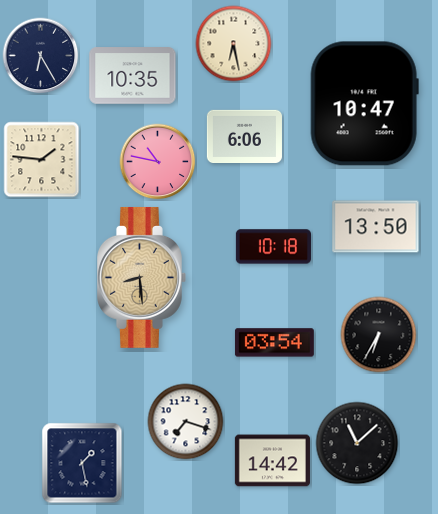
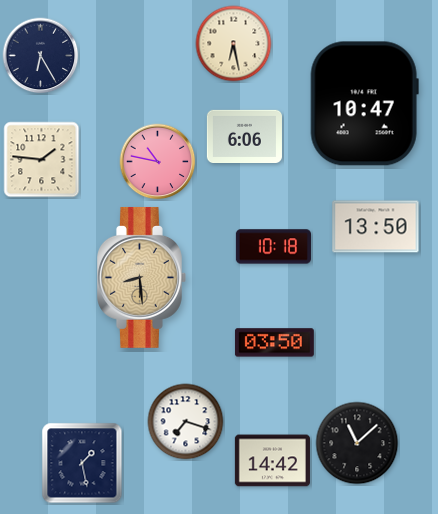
clock at (133, 76): 10:35 -> none
clock at (379, 335): 6:35 -> none
clock at (274, 343): 03:54 -> 03:50
